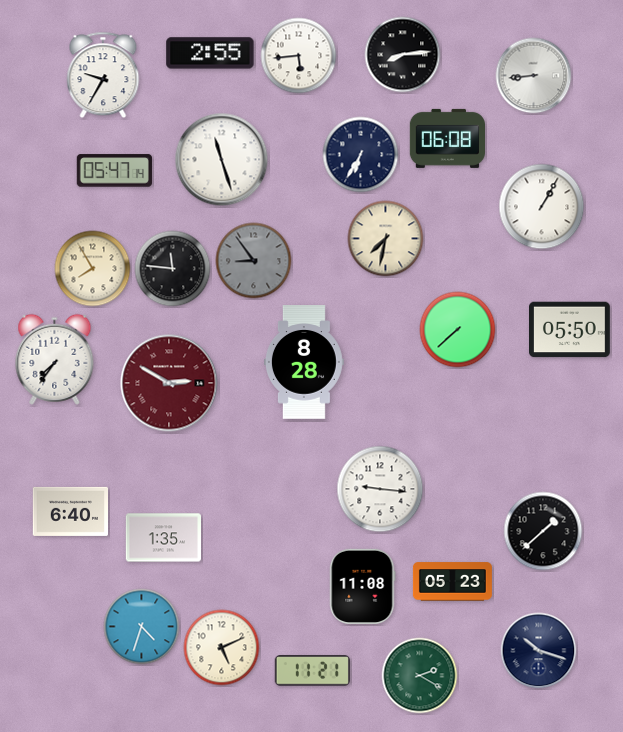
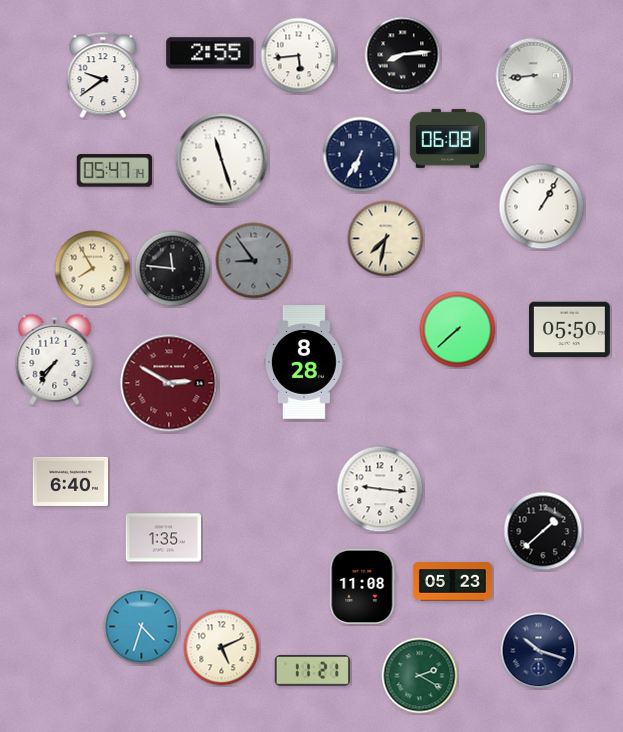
clock at (103, 75): 9:35 -> 9:39
clock at (70, 511) position: (70, 511) -> (70, 481)
